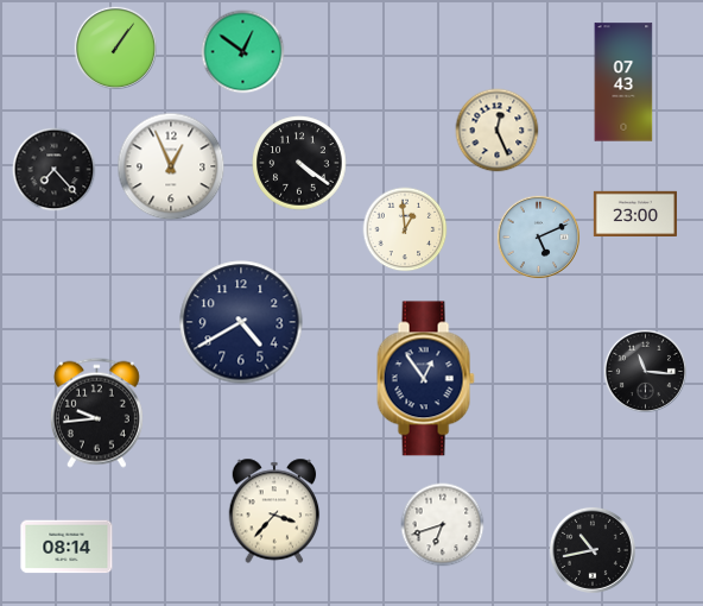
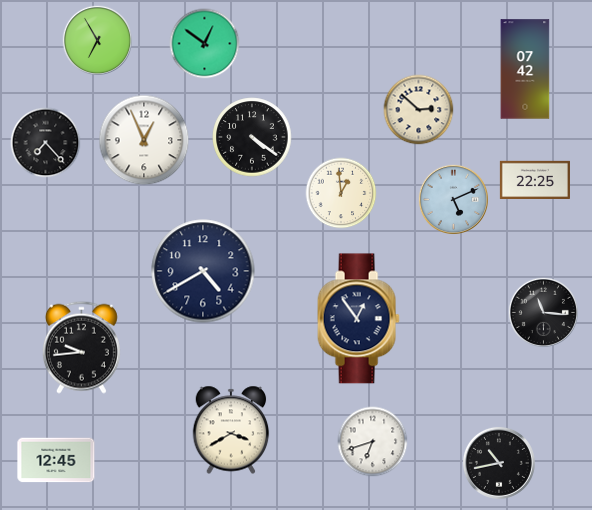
clock at (115, 48): 1:06 -> 6:55
clock at (623, 82): 07:43 -> 07:42
clock at (498, 131): 12:26 -> 2:52
clock at (635, 213): 23:00 -> 22:25
clock at (274, 511): 3:37 -> 3:40
clock at (66, 547): 08:14 -> 12:45
